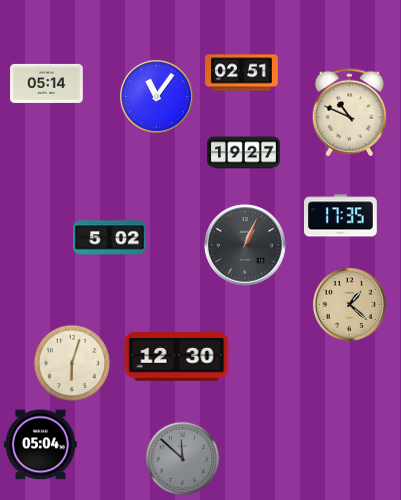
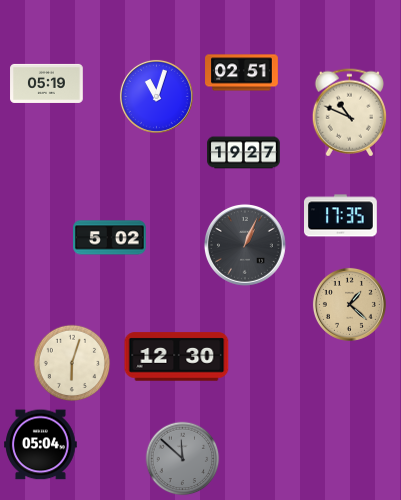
clock at (47, 83): 05:14 -> 05:19
clock at (156, 96): 11:06 -> 11:03
